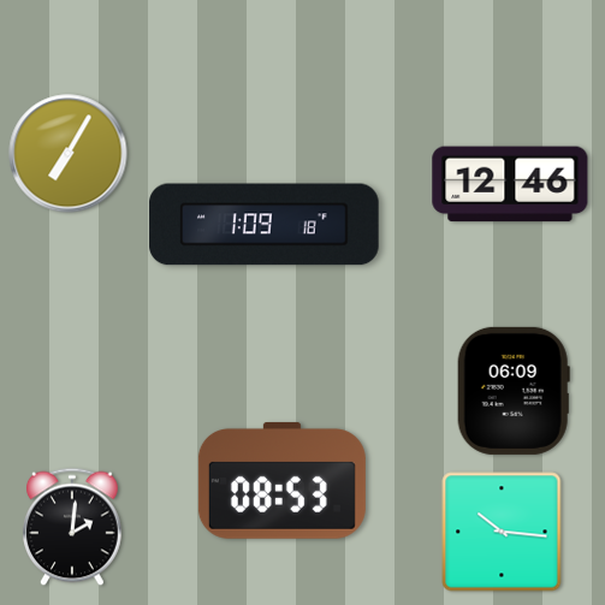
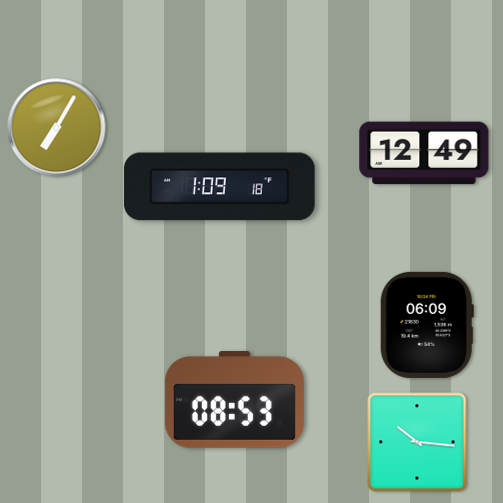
clock at (510, 184): 12:46 -> 12:49
clock at (73, 527): 2:01 -> none
